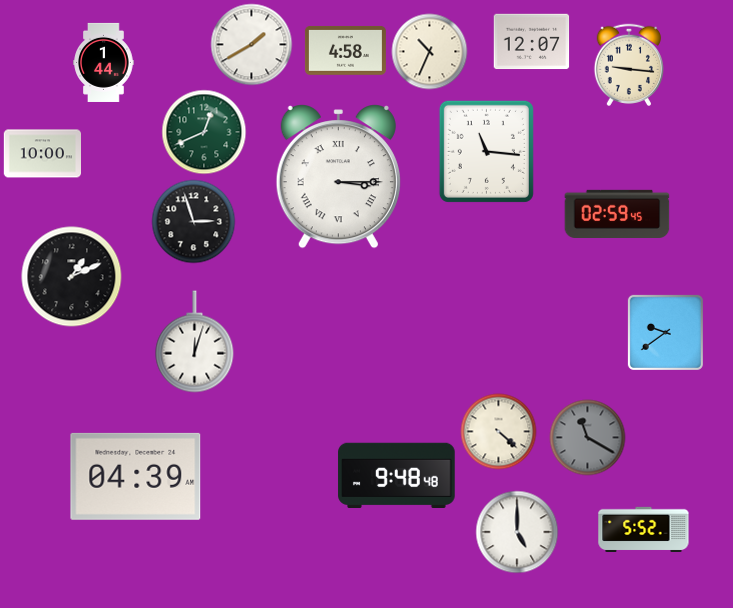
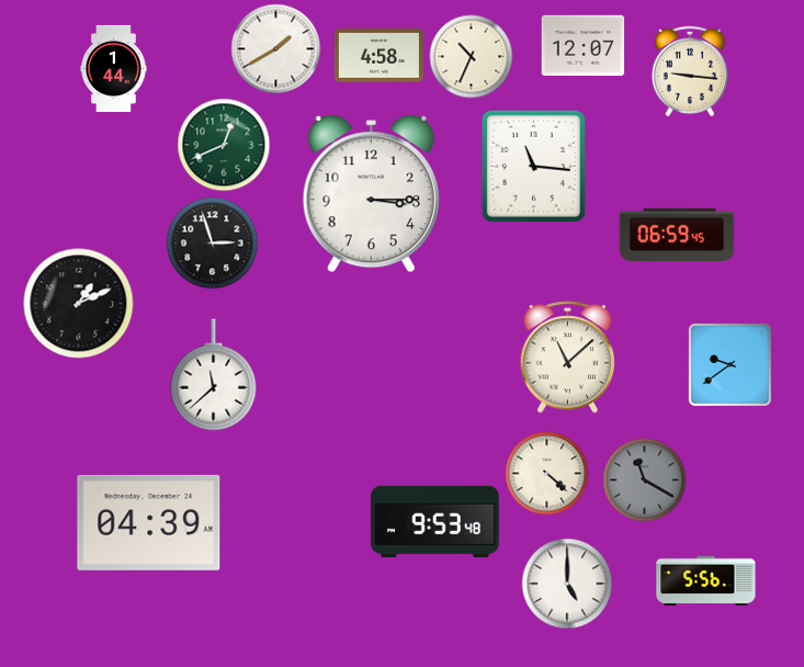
clock at (42, 154): 10:00 -> none
clock at (338, 177) numerals: Roman -> Arabic
clock at (617, 213): 02:59 -> 06:59
clock at (568, 358): none -> 11:08
clock at (195, 342): 12:03 -> 11:38
clock at (397, 475): 9:48 -> 9:53
clock at (644, 529): 5:52 -> 5:56
